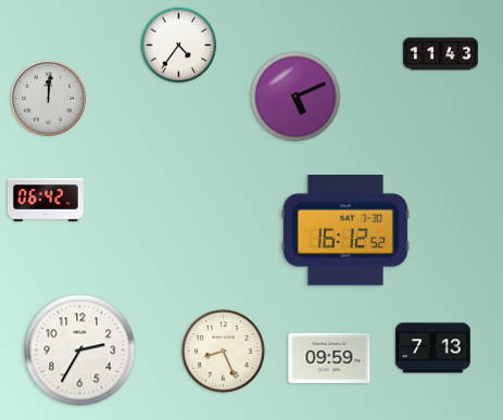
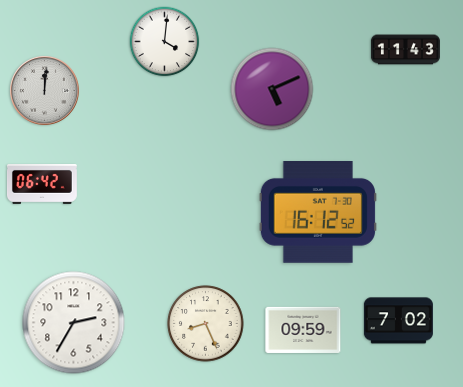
clock at (179, 46): 4:36 -> 4:01
clock at (432, 348): 7:13 -> 7:02
